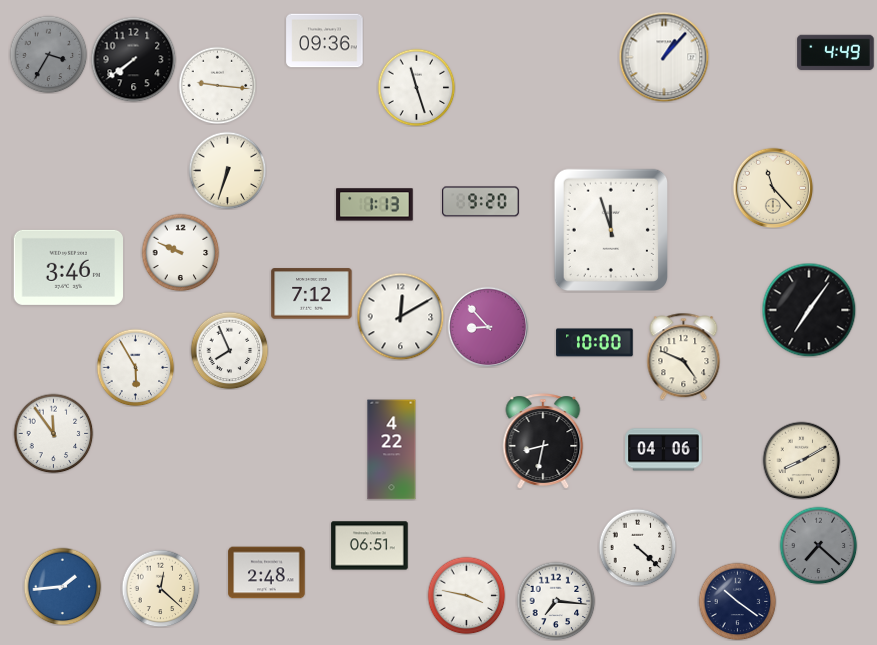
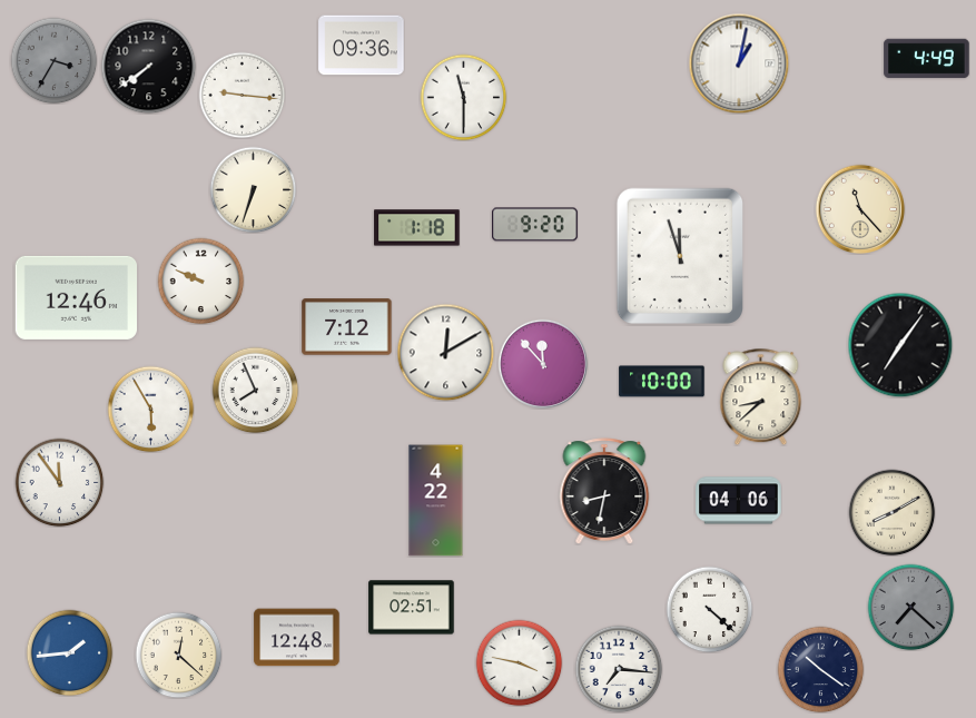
clock at (836, 53) position: (836, 53) -> (927, 59)
clock at (664, 57): 1:07 -> 1:02
clock at (416, 87): 11:27 -> 11:30
clock at (375, 205): 1:13 -> 1:18
clock at (68, 267): 3:46 -> 12:46
clock at (488, 327): 8:53 -> 11:53
clock at (684, 356): 4:49 -> 8:38
clock at (370, 546): 06:51 -> 02:51
clock at (267, 573): 2:48 -> 12:48
